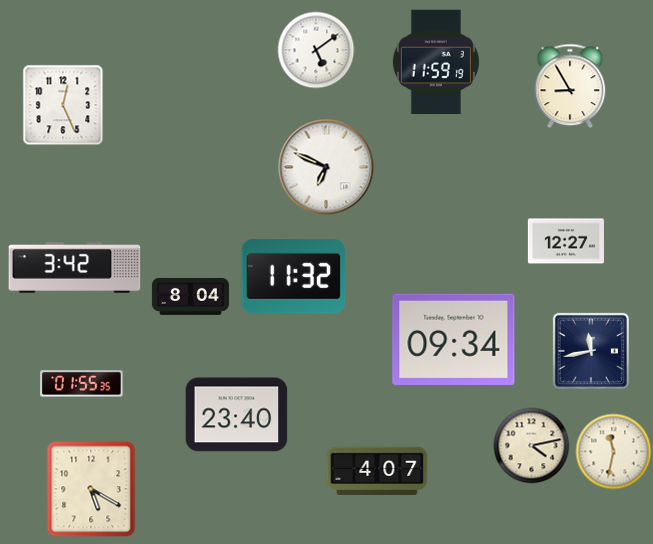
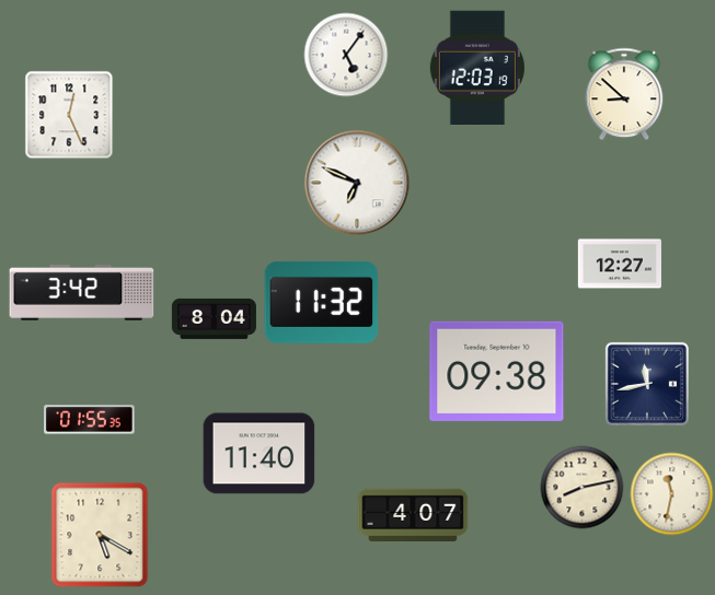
clock at (316, 50): 5:09 -> 5:06
clock at (436, 62): 11:59 -> 12:03
clock at (570, 86): 8:55 -> 8:52
clock at (190, 296) position: (190, 296) -> (214, 318)
clock at (454, 339): 09:34 -> 09:38
clock at (237, 415): 23:40 -> 11:40
clock at (532, 446): 4:13 -> 8:13
